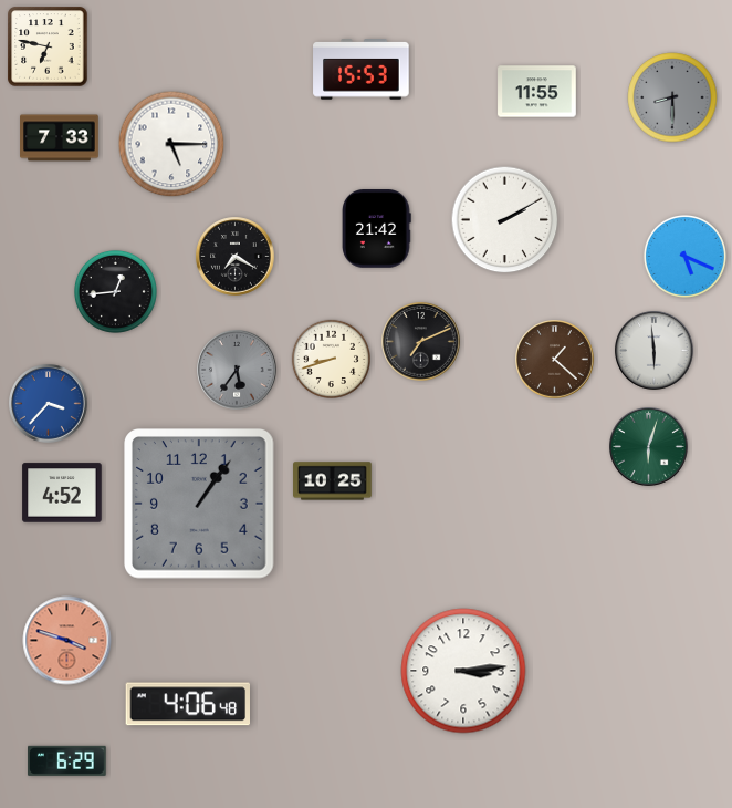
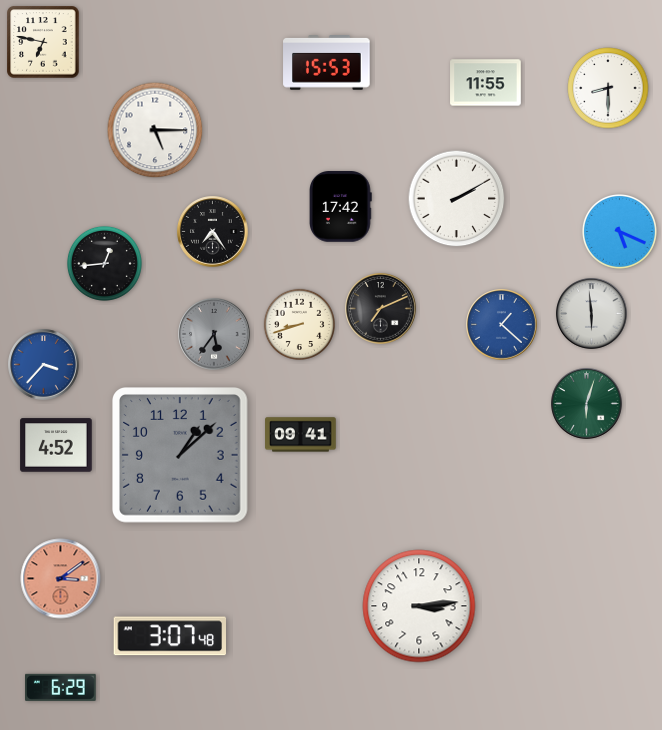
clock at (672, 97) dial: grey -> white
clock at (60, 138): 7:33 -> none
clock at (377, 229): 21:42 -> 17:42
clock at (236, 257): 7:20 -> 7:24
clock at (655, 351) position: (655, 351) -> (592, 314)
clock at (555, 360) dial: brown -> blue
clock at (333, 481): 10:25 -> 09:41
clock at (200, 505): 1:06 -> 1:08
clock at (67, 641): 3:48 -> 3:09
clock at (187, 704): 4:06 -> 3:07
